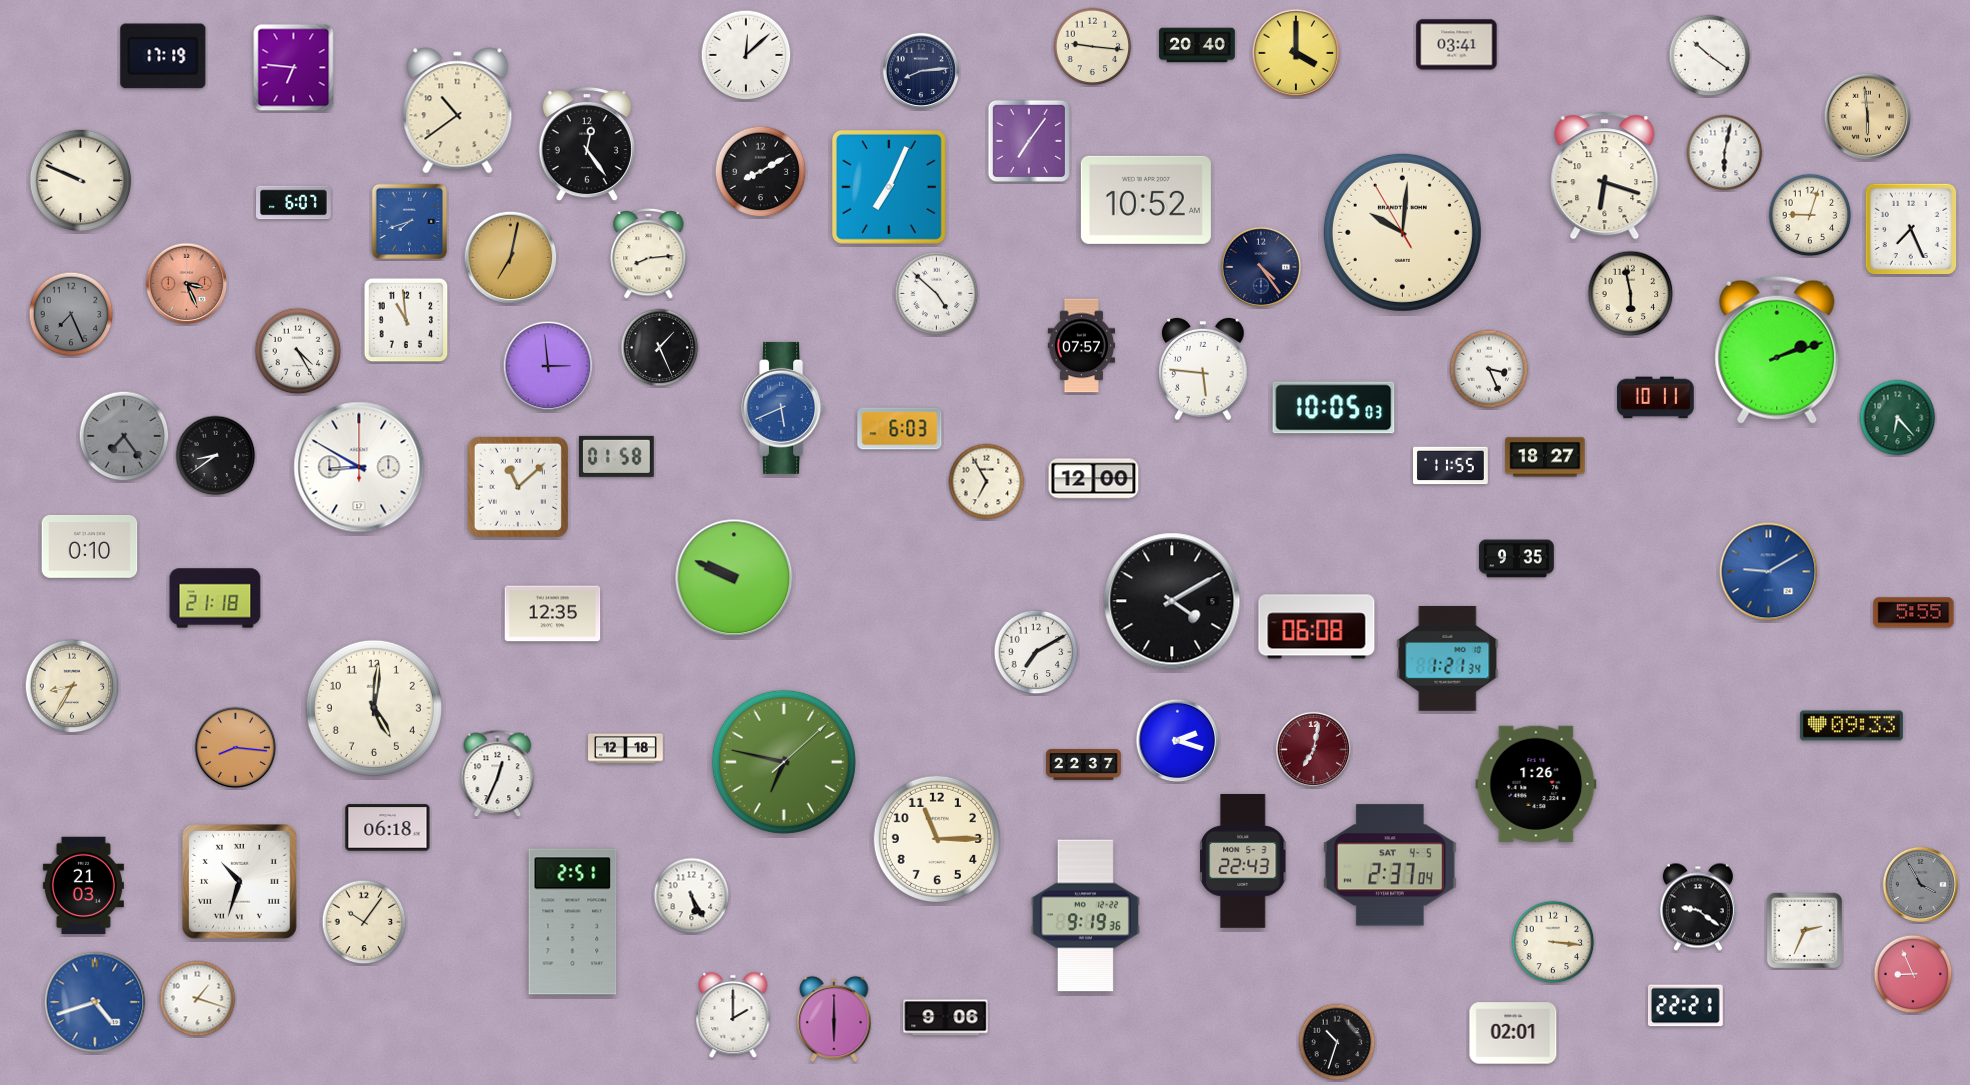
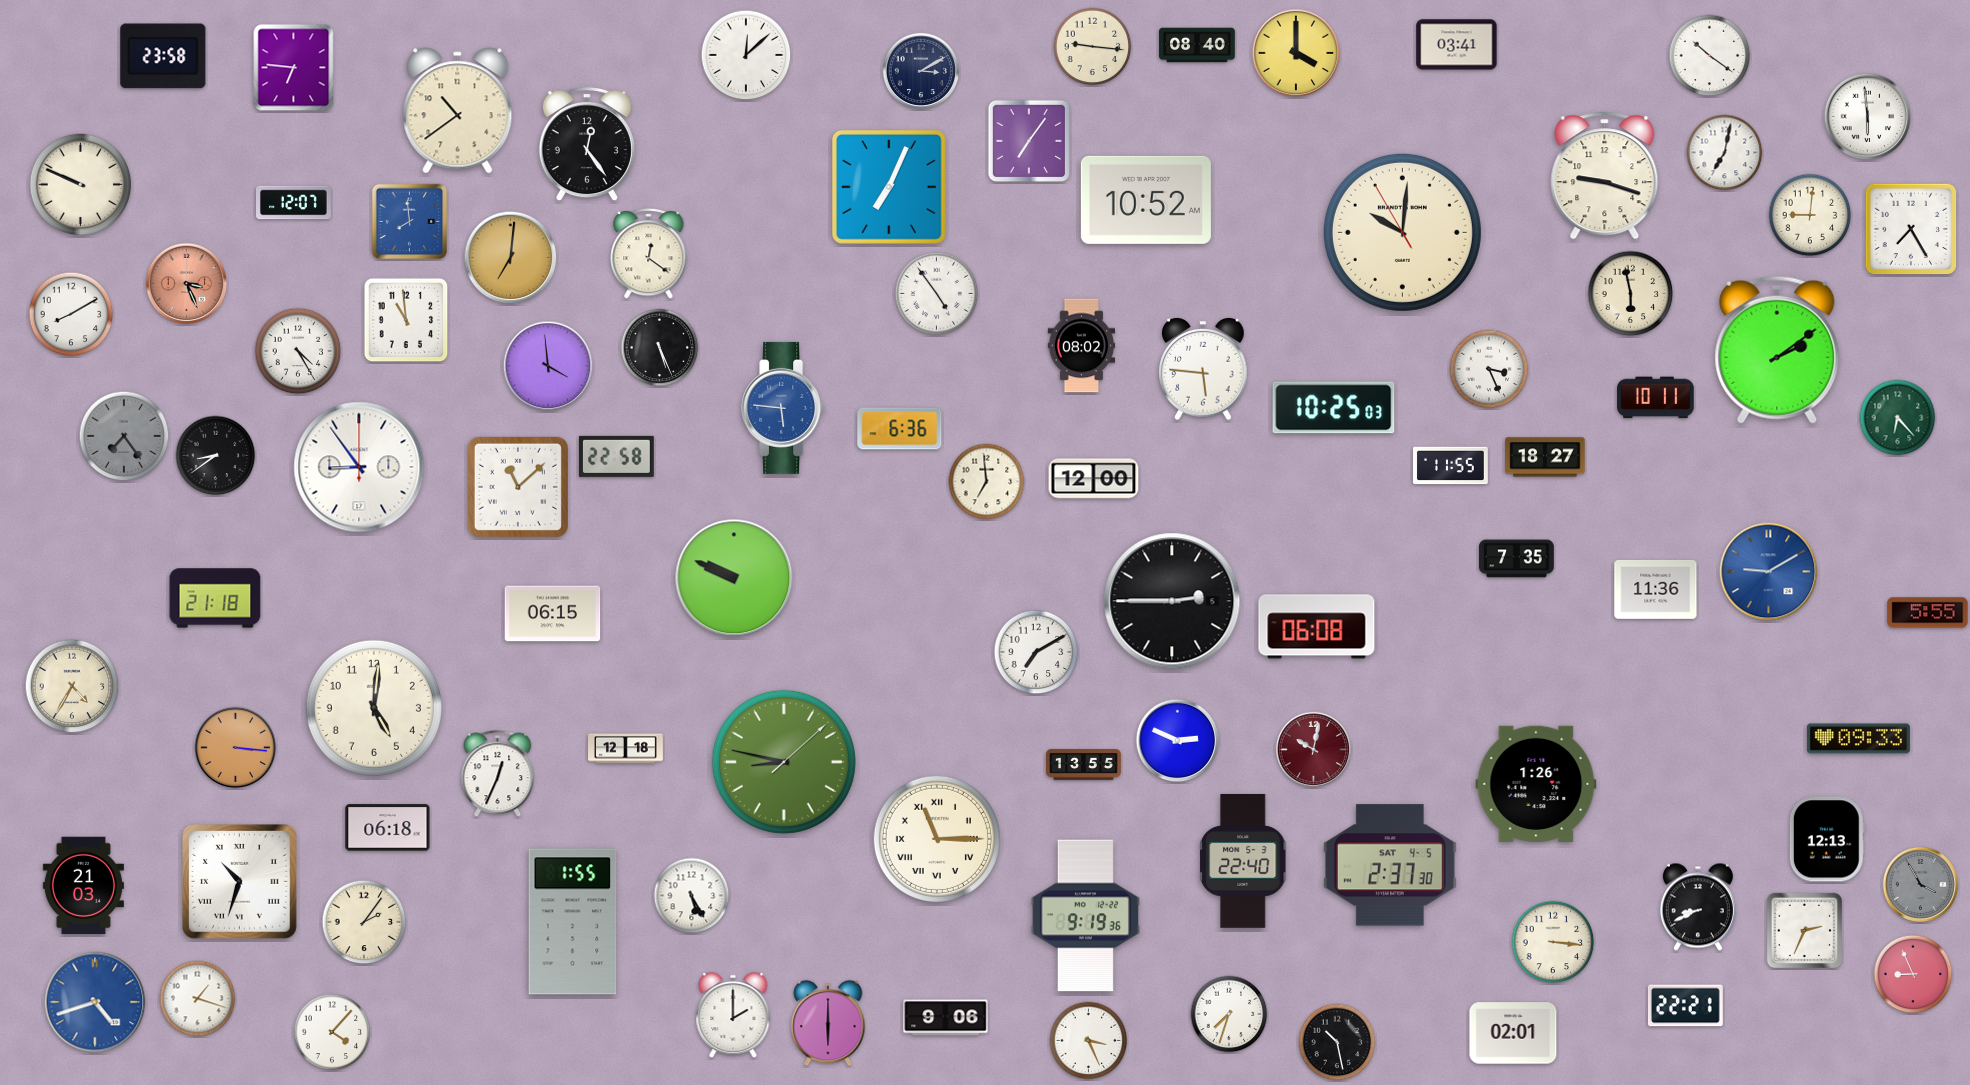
clock at (1197, 45): 20:40 -> 08:40
clock at (163, 56): 17:19 -> 23:58
clock at (921, 71): 8:14 -> 3:10
clock at (1868, 117) dial: champagne -> white
clock at (1725, 153): 6:02 -> 7:02
clock at (761, 172): 8:10 -> none
clock at (1605, 176): 6:18 -> 9:18
clock at (81, 181) position: (81, 181) -> (81, 185)
clock at (294, 203): 6:07 -> 12:07
clock at (1810, 215): 9:03 -> 9:01
clock at (410, 222): 7:42 -> 7:59
clock at (1911, 229): 7:26 -> 7:25
clock at (649, 254): 8:14 -> 12:21
clock at (511, 258): 7:02 -> 7:01
clock at (1261, 267): 4:24 -> none
clock at (937, 294): 4:52 -> 4:54
clock at (71, 314): 7:26 -> 8:10
clock at (71, 314) dial: grey -> white
clock at (1082, 346): 07:57 -> 08:02
clock at (660, 348): 1:26 -> 5:26
clock at (1777, 350): 2:12 -> 2:09
clock at (548, 366): 2:59 -> 3:59
clock at (784, 408): 5:41 -> 5:46
clock at (1334, 408): 10:05 -> 10:25
clock at (900, 429): 6:03 -> 6:36
clock at (616, 456): 01:58 -> 22:58
clock at (359, 467): 8:50 -> 8:54
clock at (987, 482): 6:55 -> 6:59
clock at (90, 547): 0:10 -> none
clock at (1516, 559): 9:35 -> 7:35
clock at (1656, 590): none -> 11:36
clock at (1172, 601): 4:10 -> 2:45
clock at (1914, 613) position: (1914, 613) -> (1928, 613)
clock at (553, 614): 12:35 -> 06:15
clock at (1448, 658): 1:21 -> none
clock at (72, 686): 8:35 -> 4:35
clock at (1851, 726) position: (1851, 726) -> (1858, 739)
clock at (1178, 741): 2:18 -> 2:49
clock at (236, 748): 8:16 -> 3:16
clock at (1313, 749): 7:02 -> 10:02
clock at (784, 762): 6:47 -> 8:47
clock at (1084, 764): 22:37 -> 13:55
clock at (937, 839) numerals: Arabic -> Roman
clock at (1827, 839): none -> 12:13
clock at (1243, 861): 22:43 -> 22:40
clock at (1390, 865): 2:37:04 -> 2:37:30
clock at (1698, 907): 9:21 -> 8:41
clock at (364, 922): 10:06 -> 2:06
clock at (573, 922): 2:51 -> 1:55
clock at (1229, 1014): none -> 7:33
clock at (834, 1019) position: (834, 1019) -> (828, 1023)
clock at (332, 1032): none -> 4:07
clock at (1089, 1041): none -> 3:26
clock at (1337, 1042): 10:33 -> 10:28
